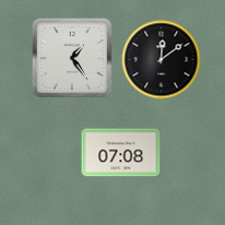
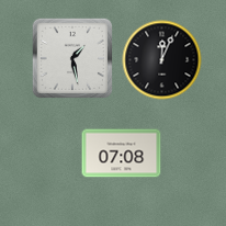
clock at (71, 57): 1:24 -> 1:28
clock at (162, 60): 12:09 -> 12:04
